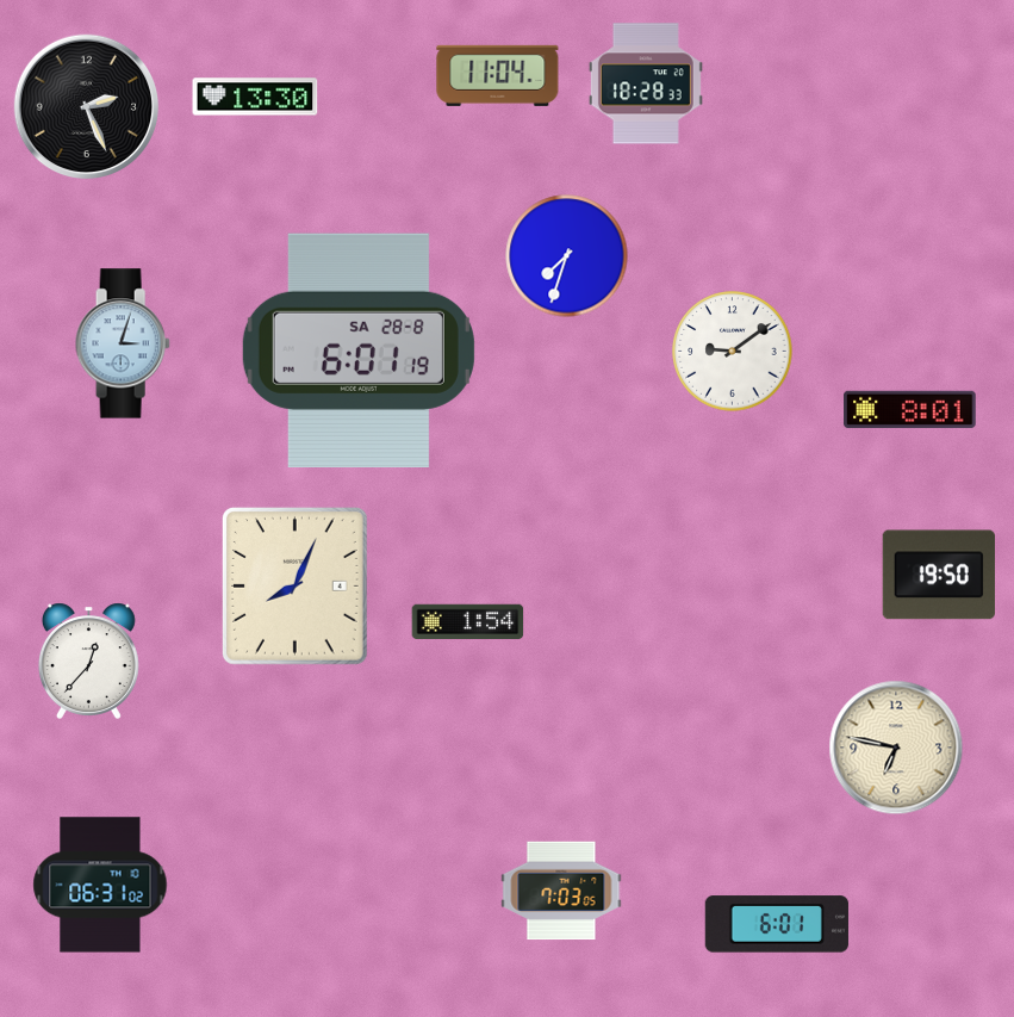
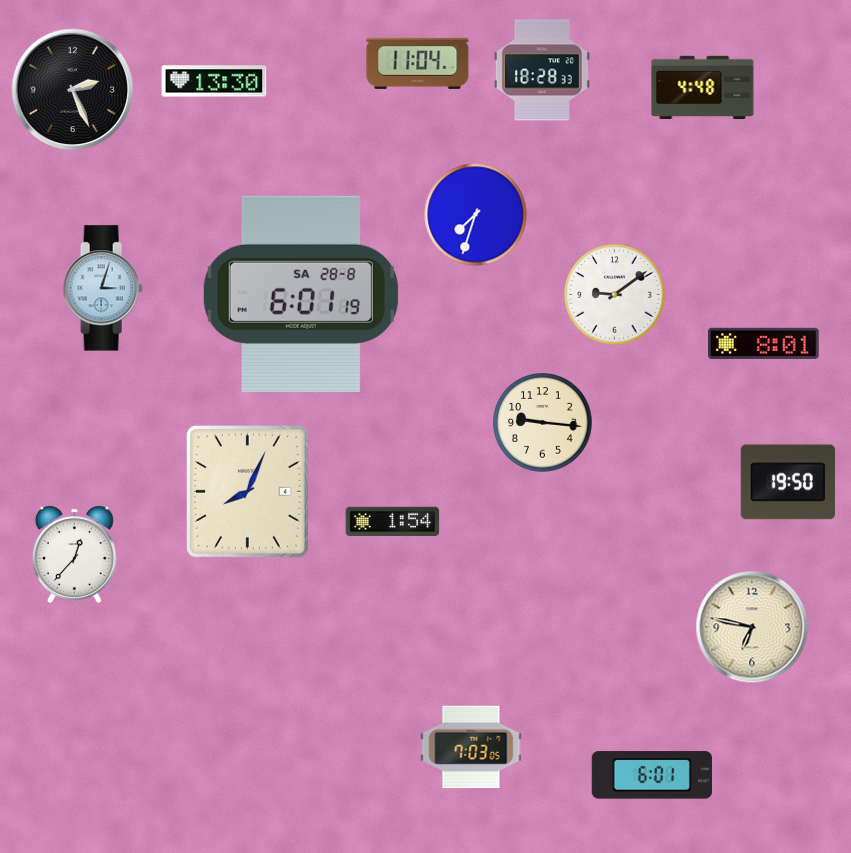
clock at (703, 87): none -> 4:48
clock at (543, 423): none -> 9:16
clock at (100, 885): 06:31 -> none
